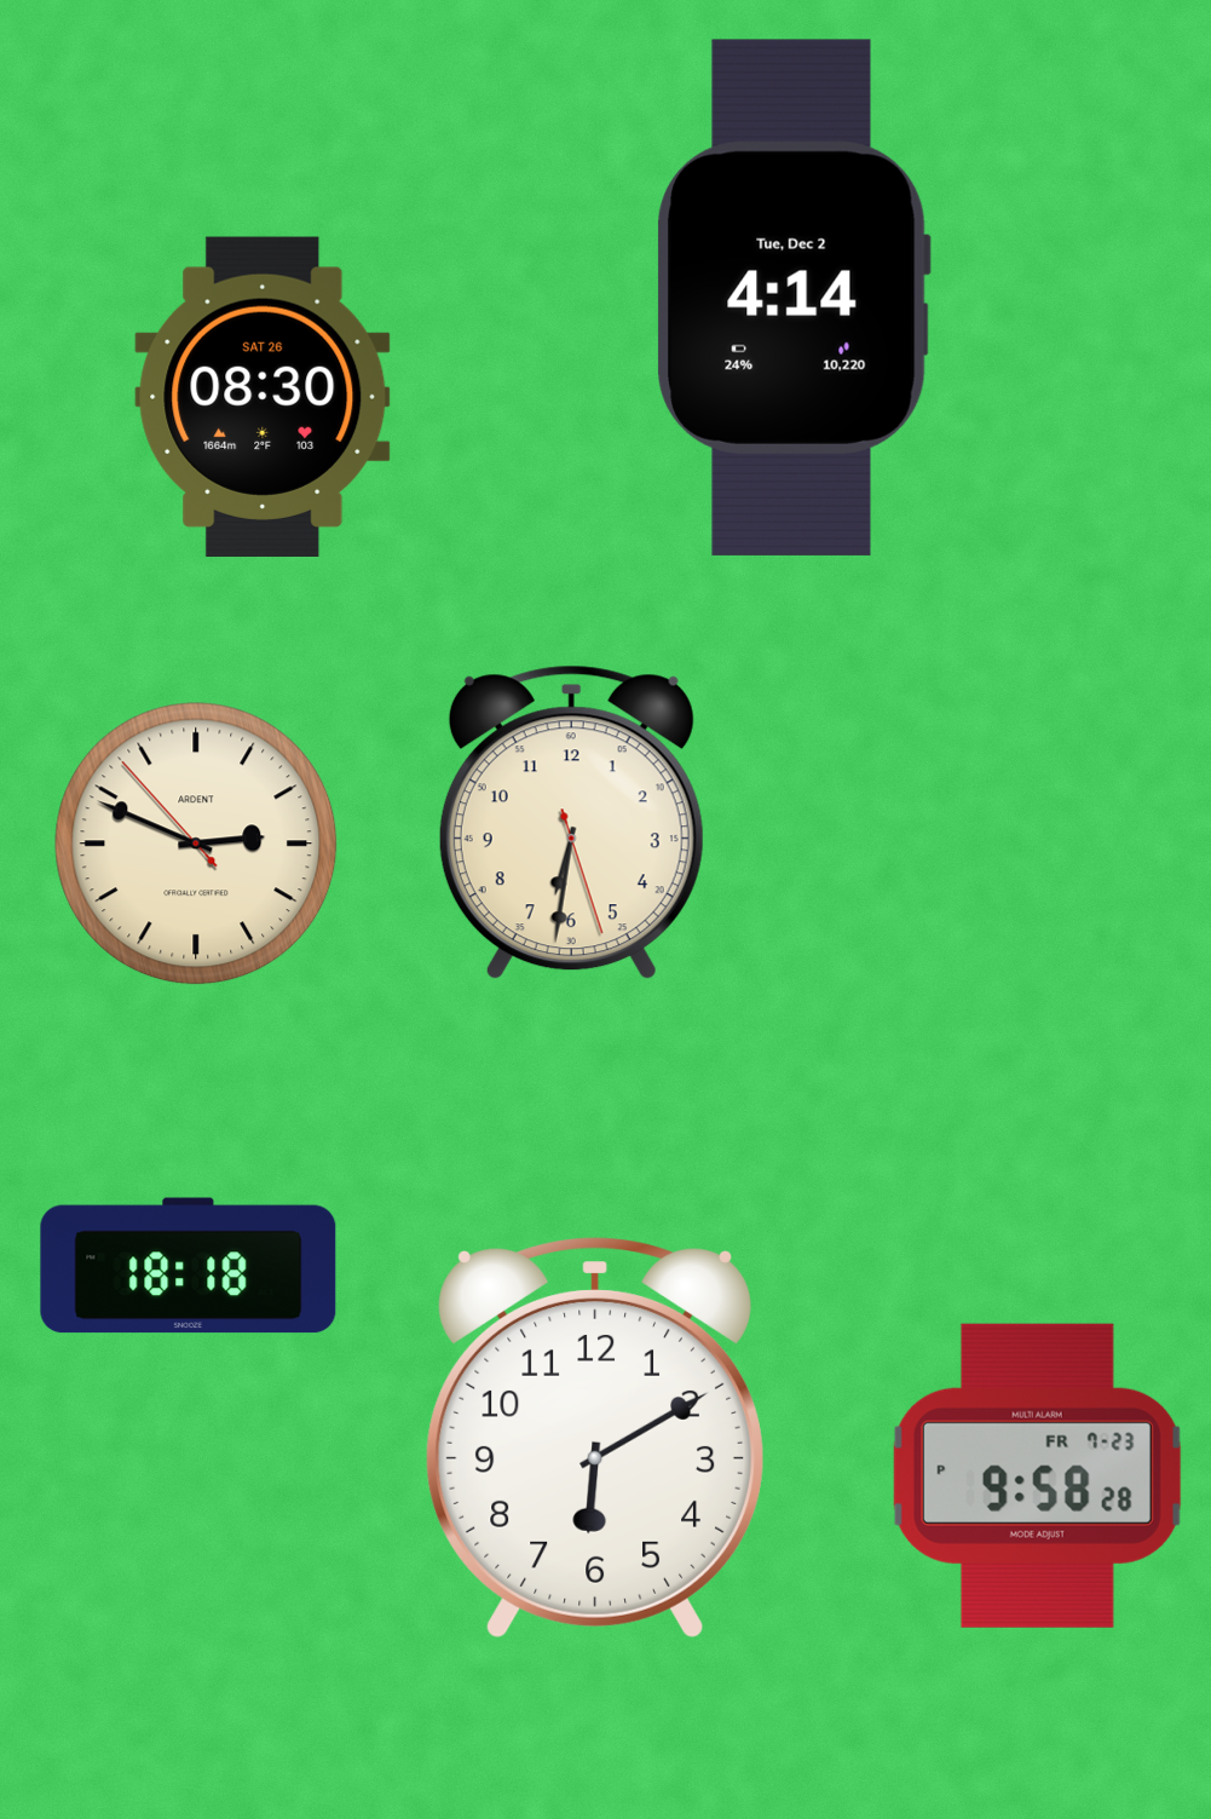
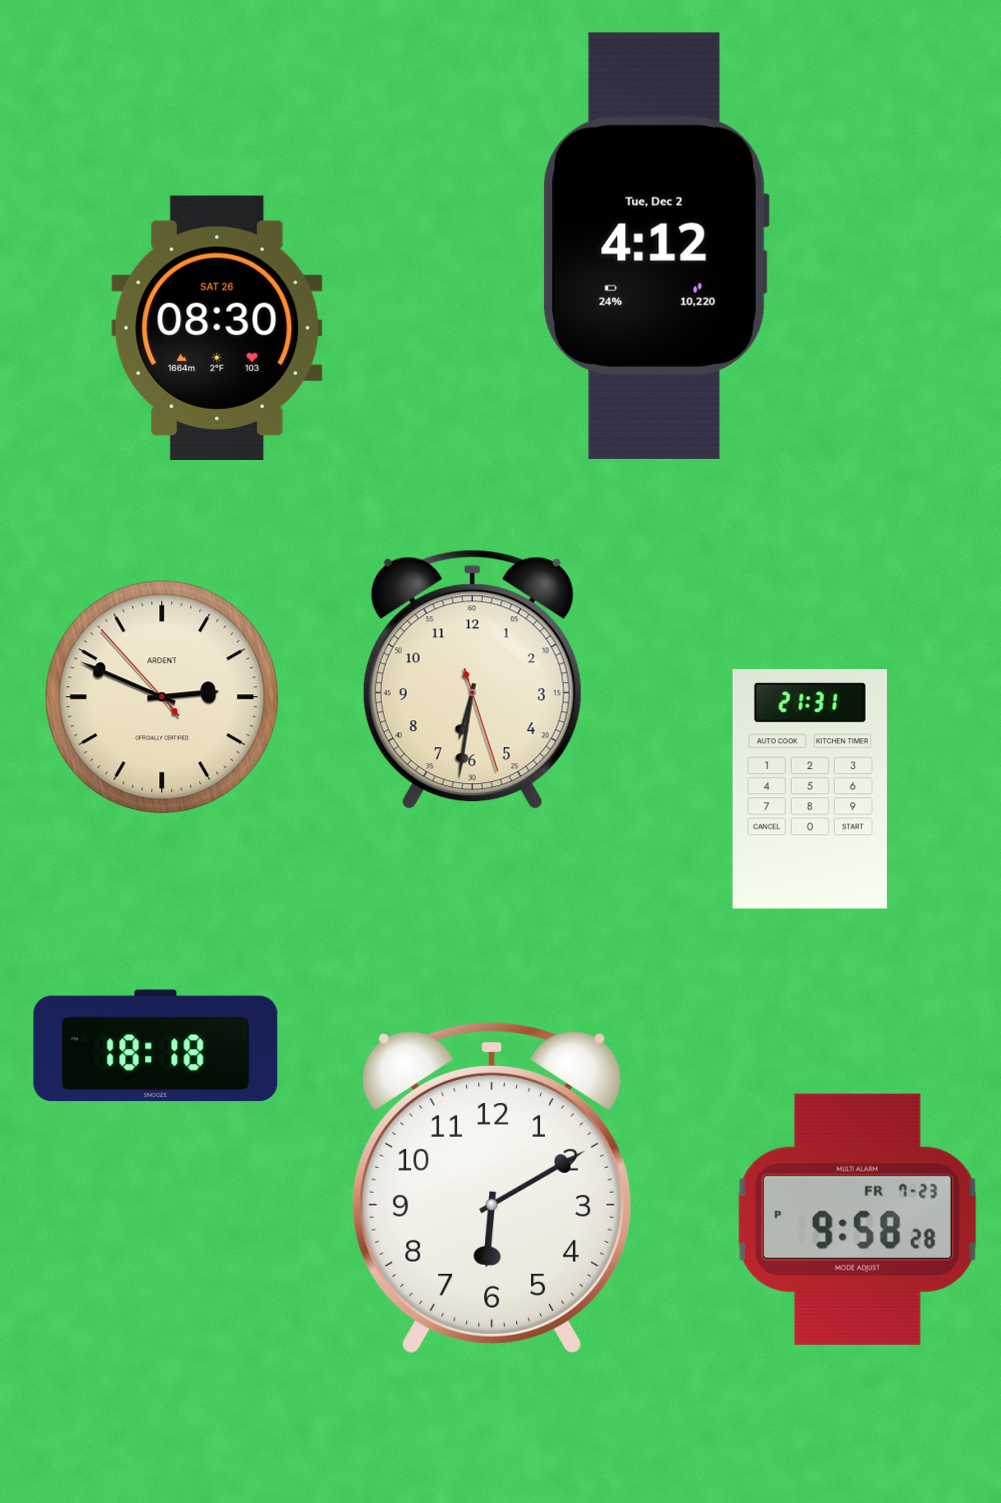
clock at (794, 298): 4:14 -> 4:12
clock at (810, 789): none -> 21:31
